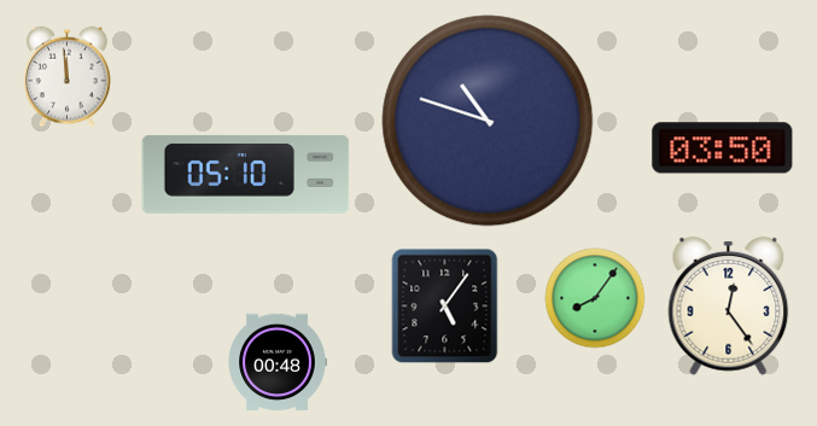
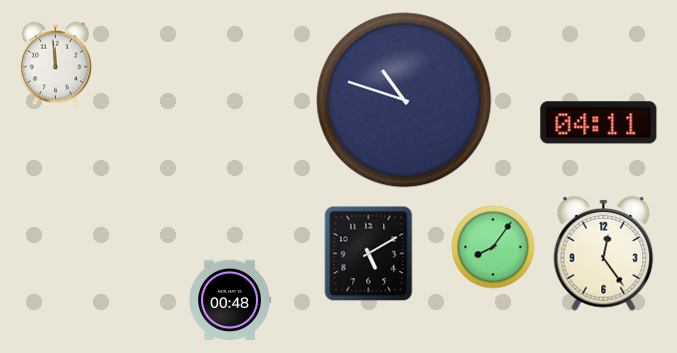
clock at (723, 148): 03:50 -> 04:11
clock at (246, 175): 05:10 -> none
clock at (445, 307): 5:06 -> 5:10
